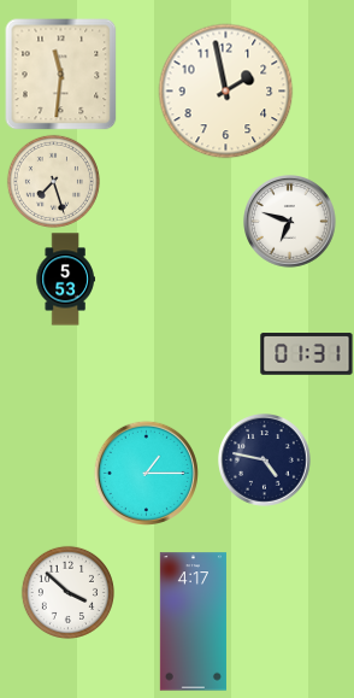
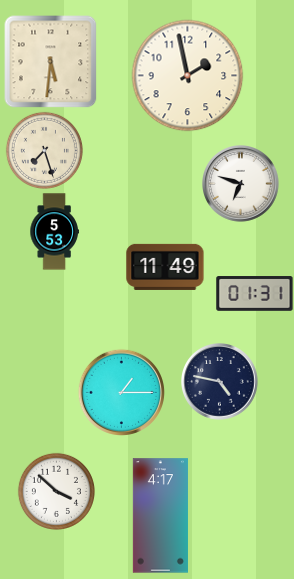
clock at (61, 75): 11:31 -> 5:31
clock at (165, 267): none -> 11:49
